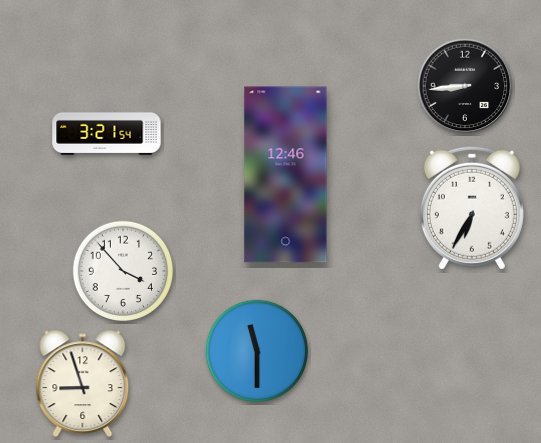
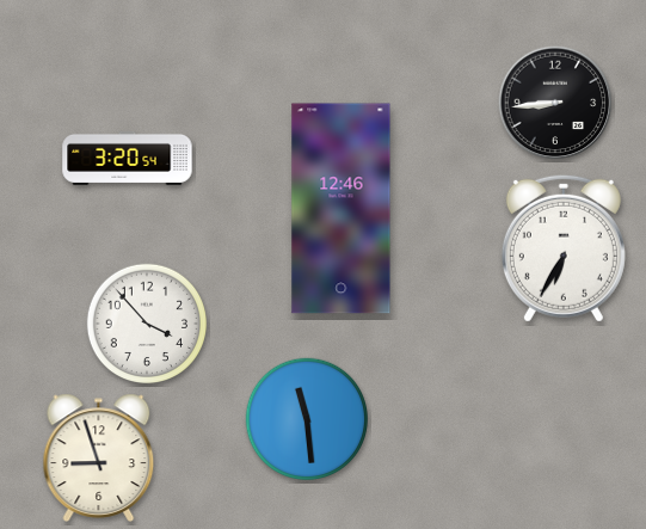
clock at (107, 132): 3:21 -> 3:20
clock at (256, 350): 11:30 -> 11:29
